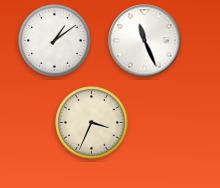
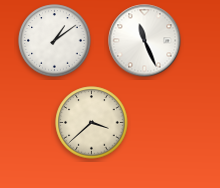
clock at (92, 123): 3:34 -> 3:38
